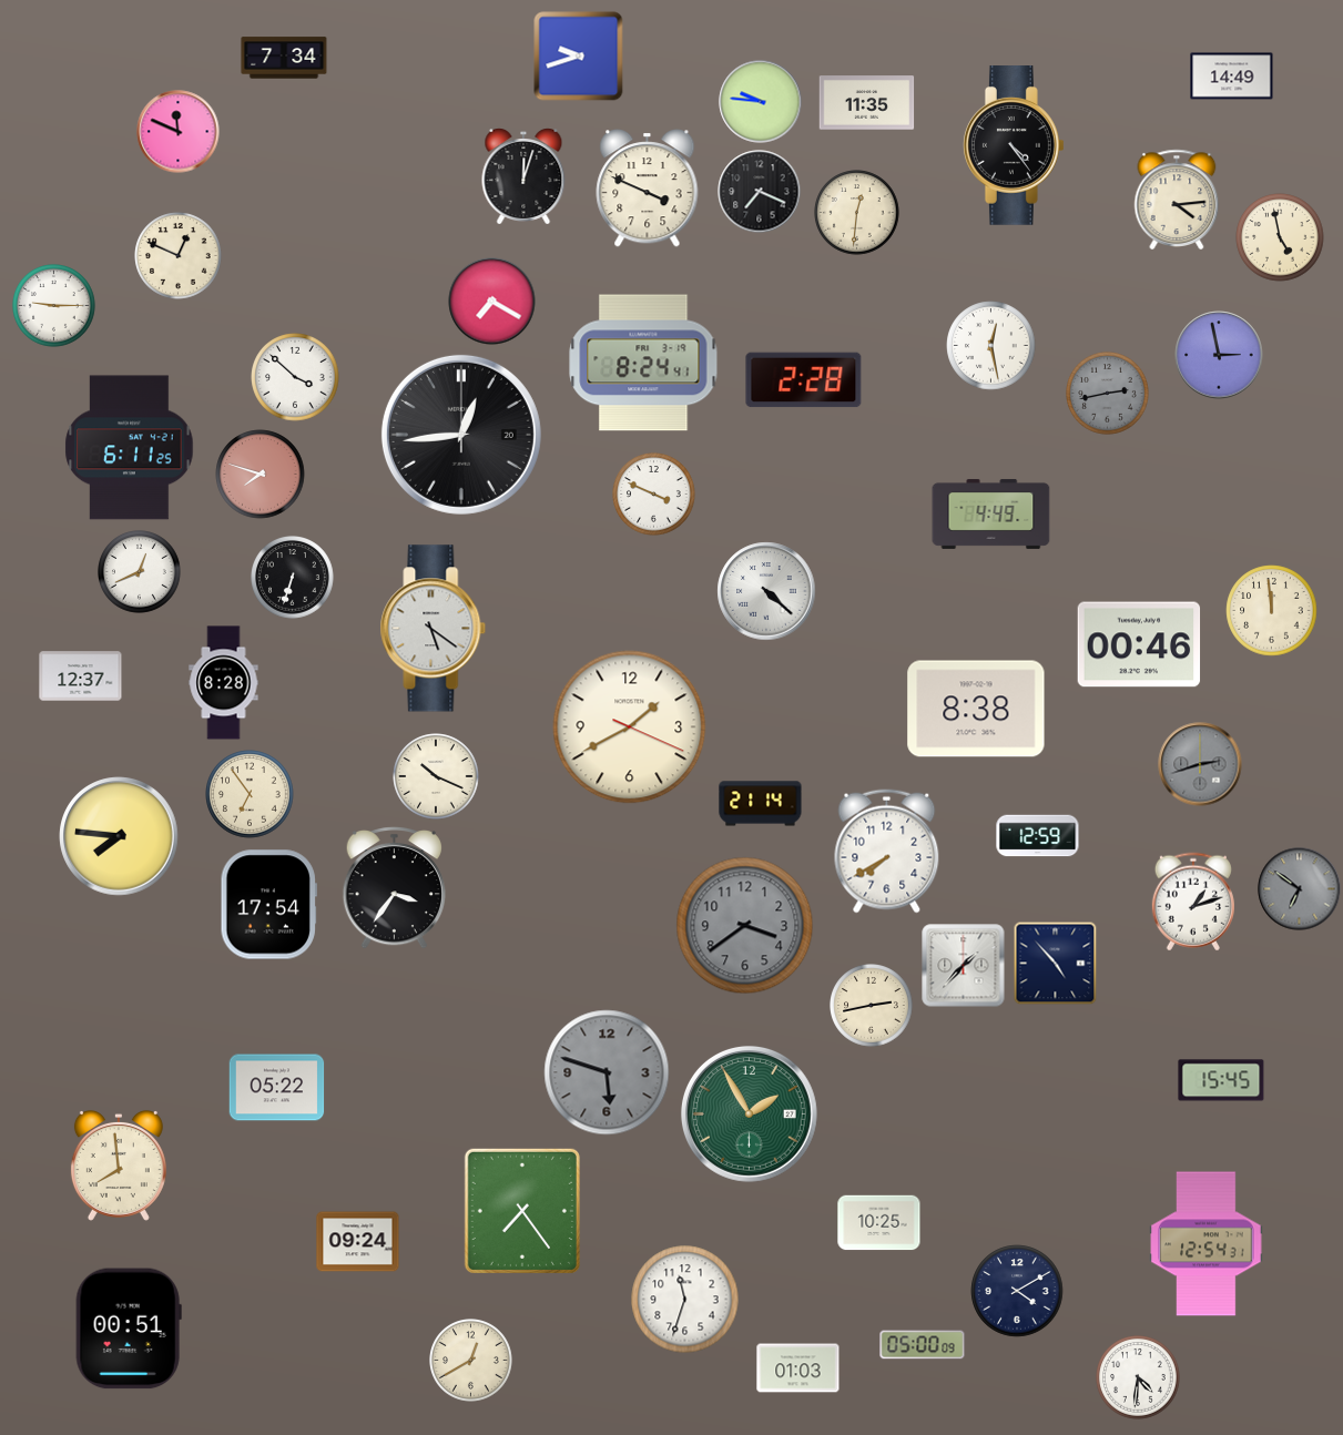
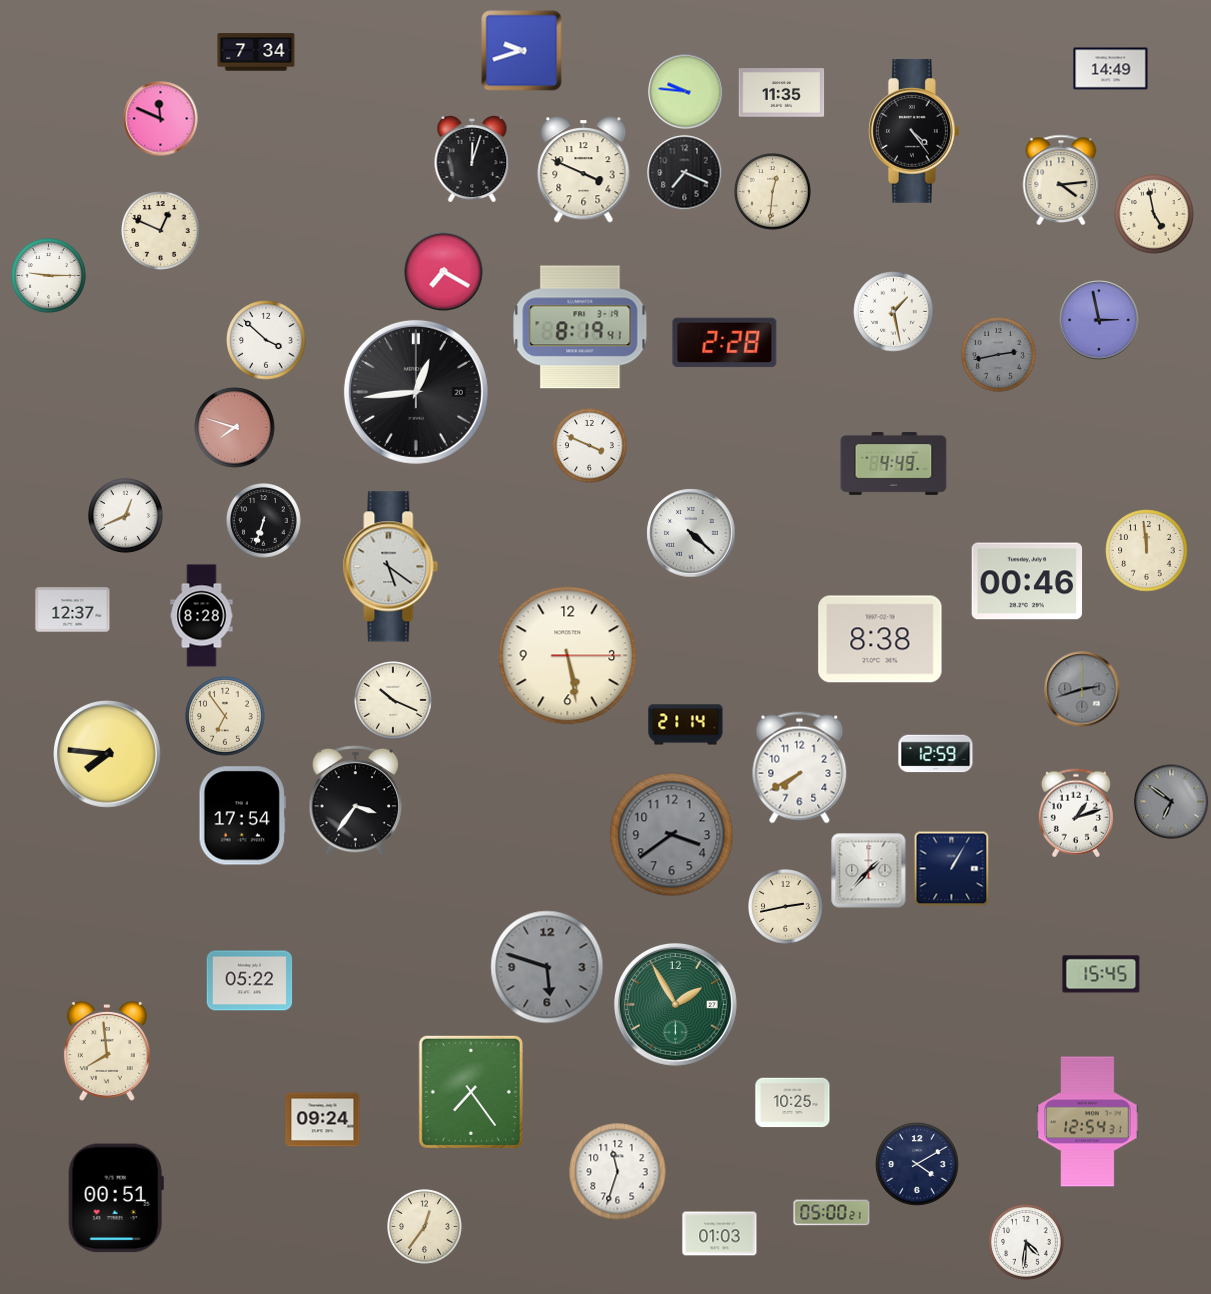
clock at (991, 346): 12:28 -> 1:28
clock at (643, 363): 8:24 -> 8:19
clock at (130, 448): 6:11 -> none
clock at (630, 727): 1:40 -> 5:28
clock at (1056, 964): 4:53 -> 1:05
clock at (923, 1345): 05:00:09 -> 05:00:21
clock at (471, 1361): 12:40 -> 12:36
